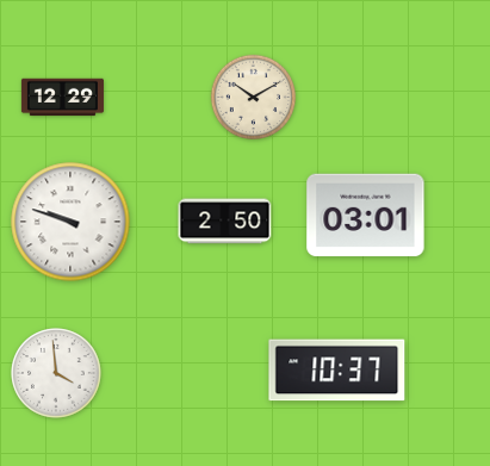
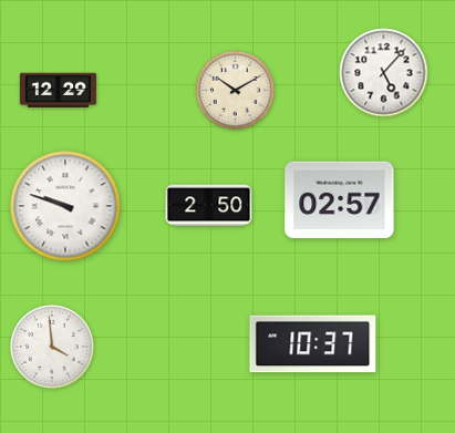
clock at (384, 73): none -> 5:07
clock at (366, 216): 03:01 -> 02:57
